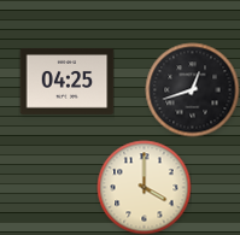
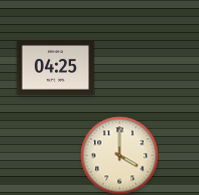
clock at (192, 89): 12:42 -> none
